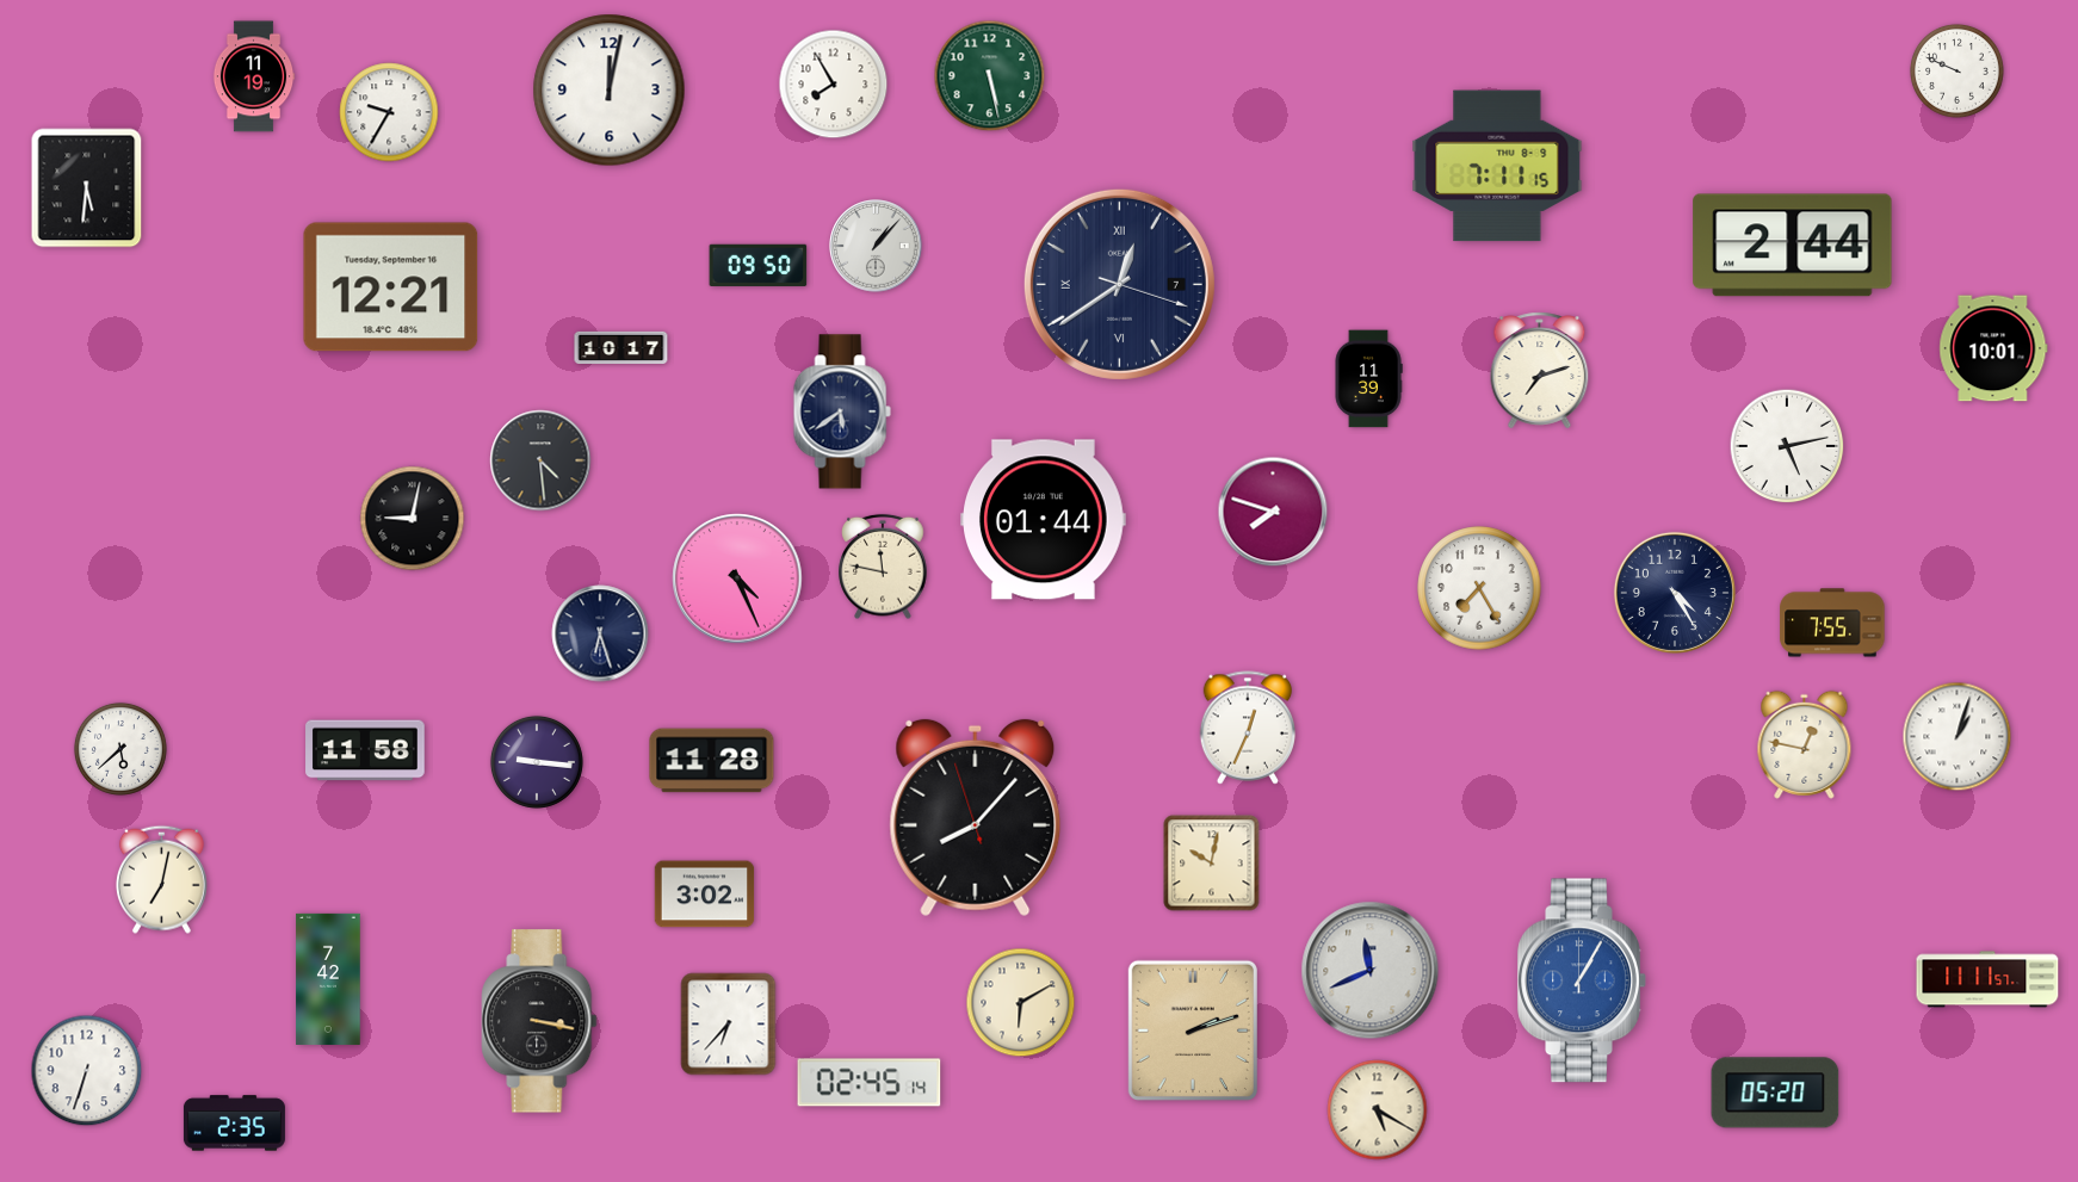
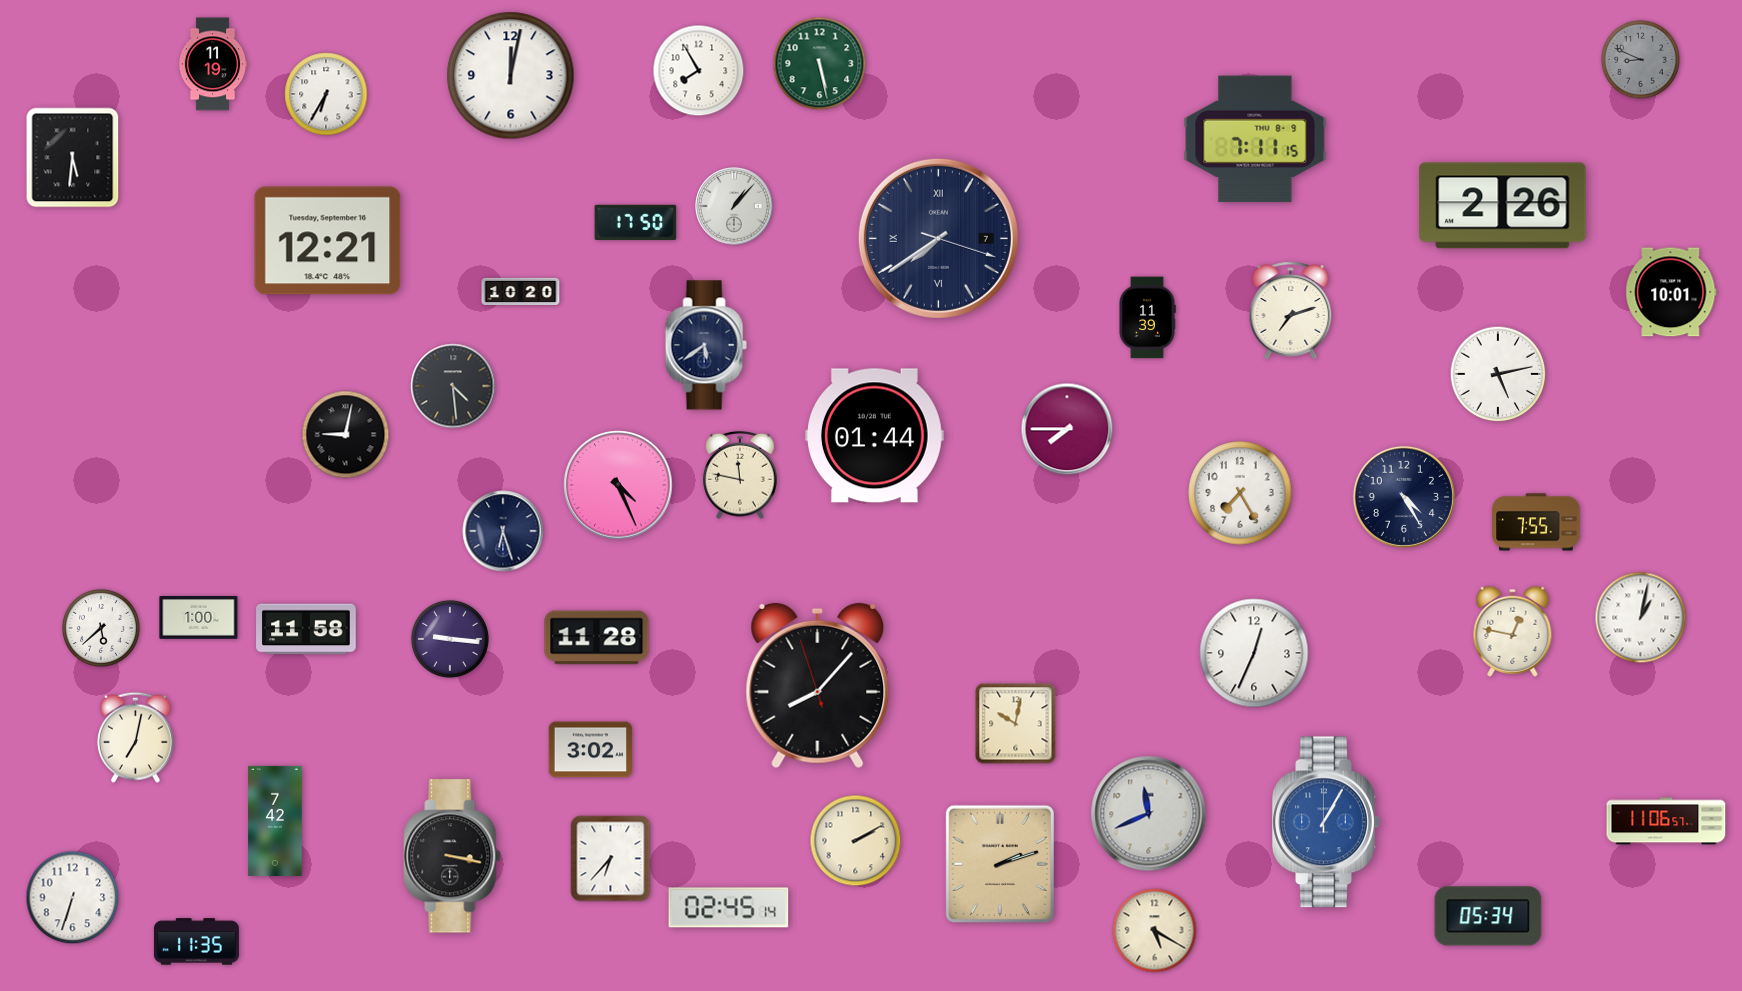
clock at (1956, 70): 9:49 -> 8:49
clock at (1956, 70) dial: white -> grey
clock at (990, 76) position: (990, 76) -> (820, 64)
clock at (389, 112): 9:35 -> 6:35
clock at (1793, 246): 2:44 -> 2:26
clock at (759, 265): 09:50 -> 17:50
clock at (1119, 284): 12:39 -> 7:39
clock at (621, 347): 10:17 -> 10:20
clock at (1273, 512): 7:48 -> 7:45
clock at (1247, 728): 12:34 -> none
clock at (199, 618): none -> 1:00
clock at (1958, 737): 1:03 -> 1:02
clock at (1805, 744) position: (1805, 744) -> (1513, 631)
clock at (1254, 653): none -> 12:34
clock at (1987, 979): 11:11 -> 11:06
clock at (1021, 1003): 6:10 -> 2:10
clock at (1775, 1093): 05:20 -> 05:34
clock at (234, 1124): 2:35 -> 11:35
